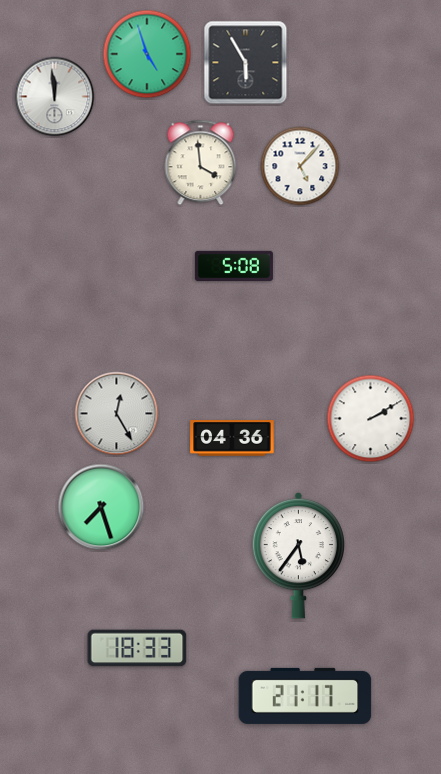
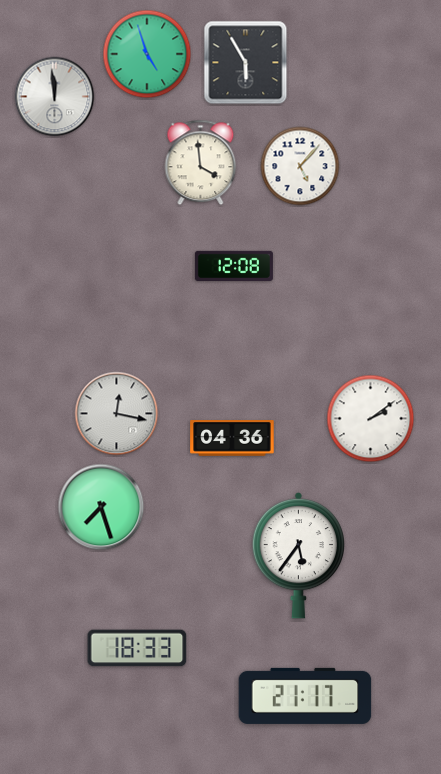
clock at (234, 266): 5:08 -> 12:08
clock at (117, 414): 12:25 -> 12:17
clock at (371, 419): 2:10 -> 2:09
